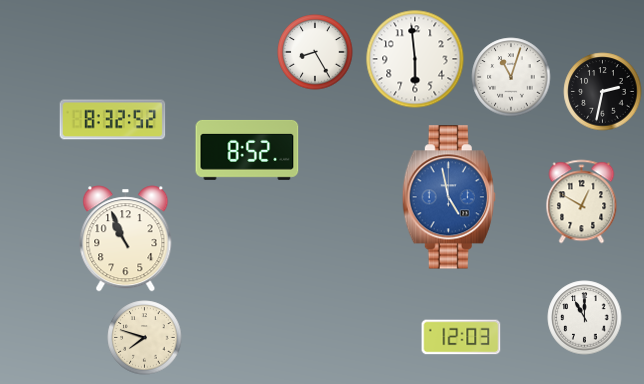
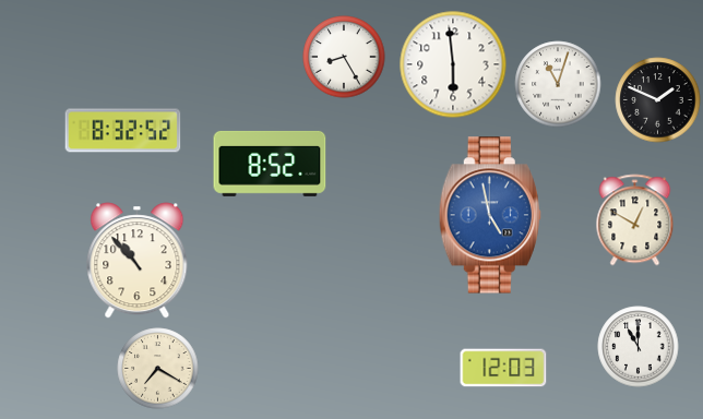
clock at (603, 92): 2:32 -> 1:49
clock at (126, 239): 10:56 -> 10:53
clock at (145, 338): 7:48 -> 7:20
